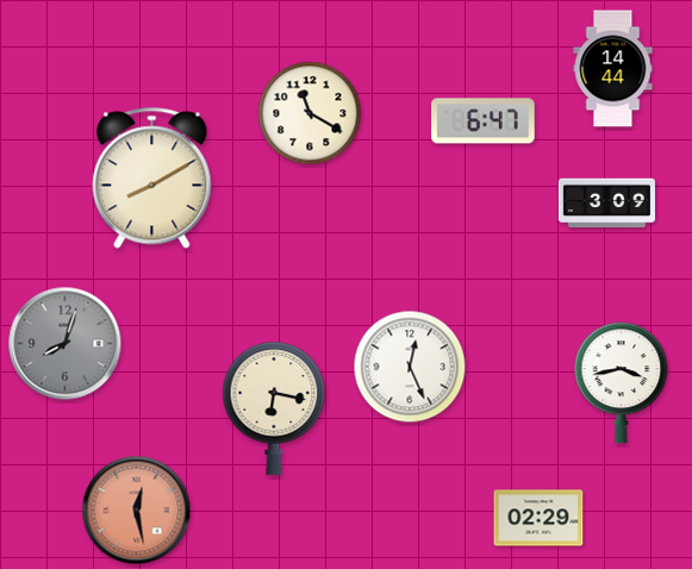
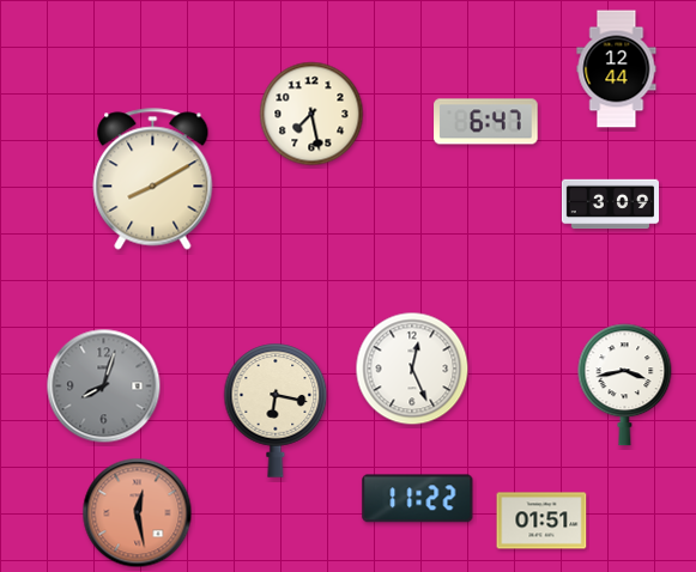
clock at (613, 69): 14:44 -> 12:44
clock at (310, 113): 11:20 -> 7:28
clock at (66, 344) position: (66, 344) -> (104, 387)
clock at (418, 499): none -> 11:22
clock at (538, 518): 02:29 -> 01:51
